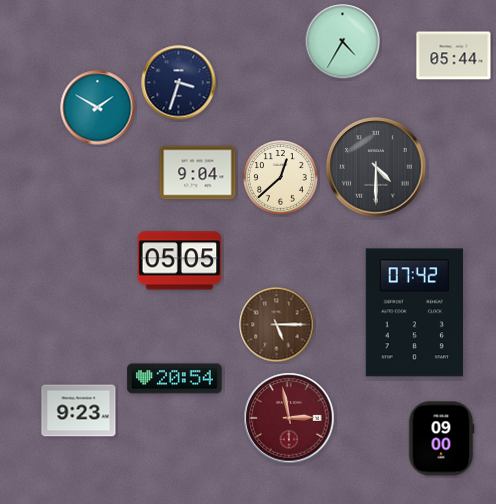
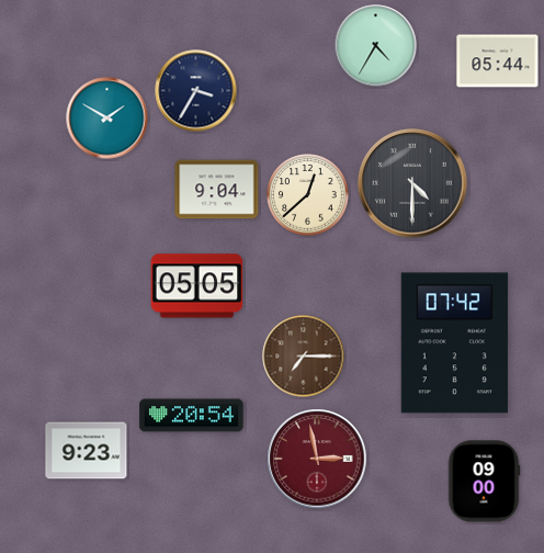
clock at (179, 83): 3:33 -> 3:35
clock at (277, 325): 5:15 -> 7:15
